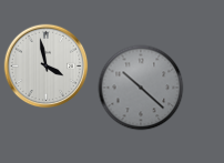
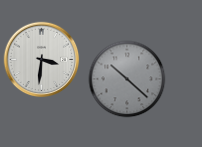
clock at (47, 67): 3:58 -> 3:31
